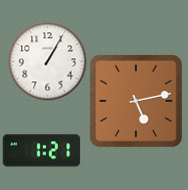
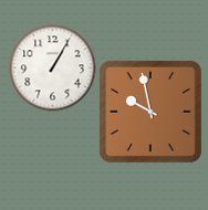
clock at (136, 101): 5:13 -> 9:58
clock at (41, 151): 1:21 -> none
